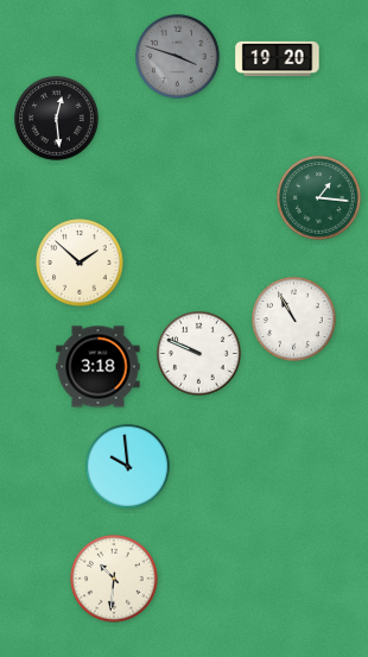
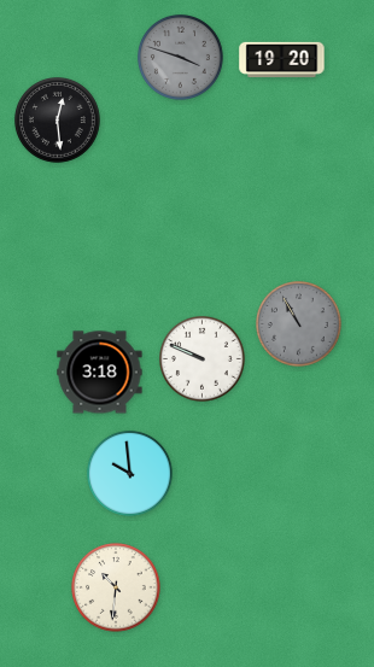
clock at (319, 198): 1:16 -> none
clock at (80, 263): 1:52 -> none
clock at (294, 320) dial: white -> grey
